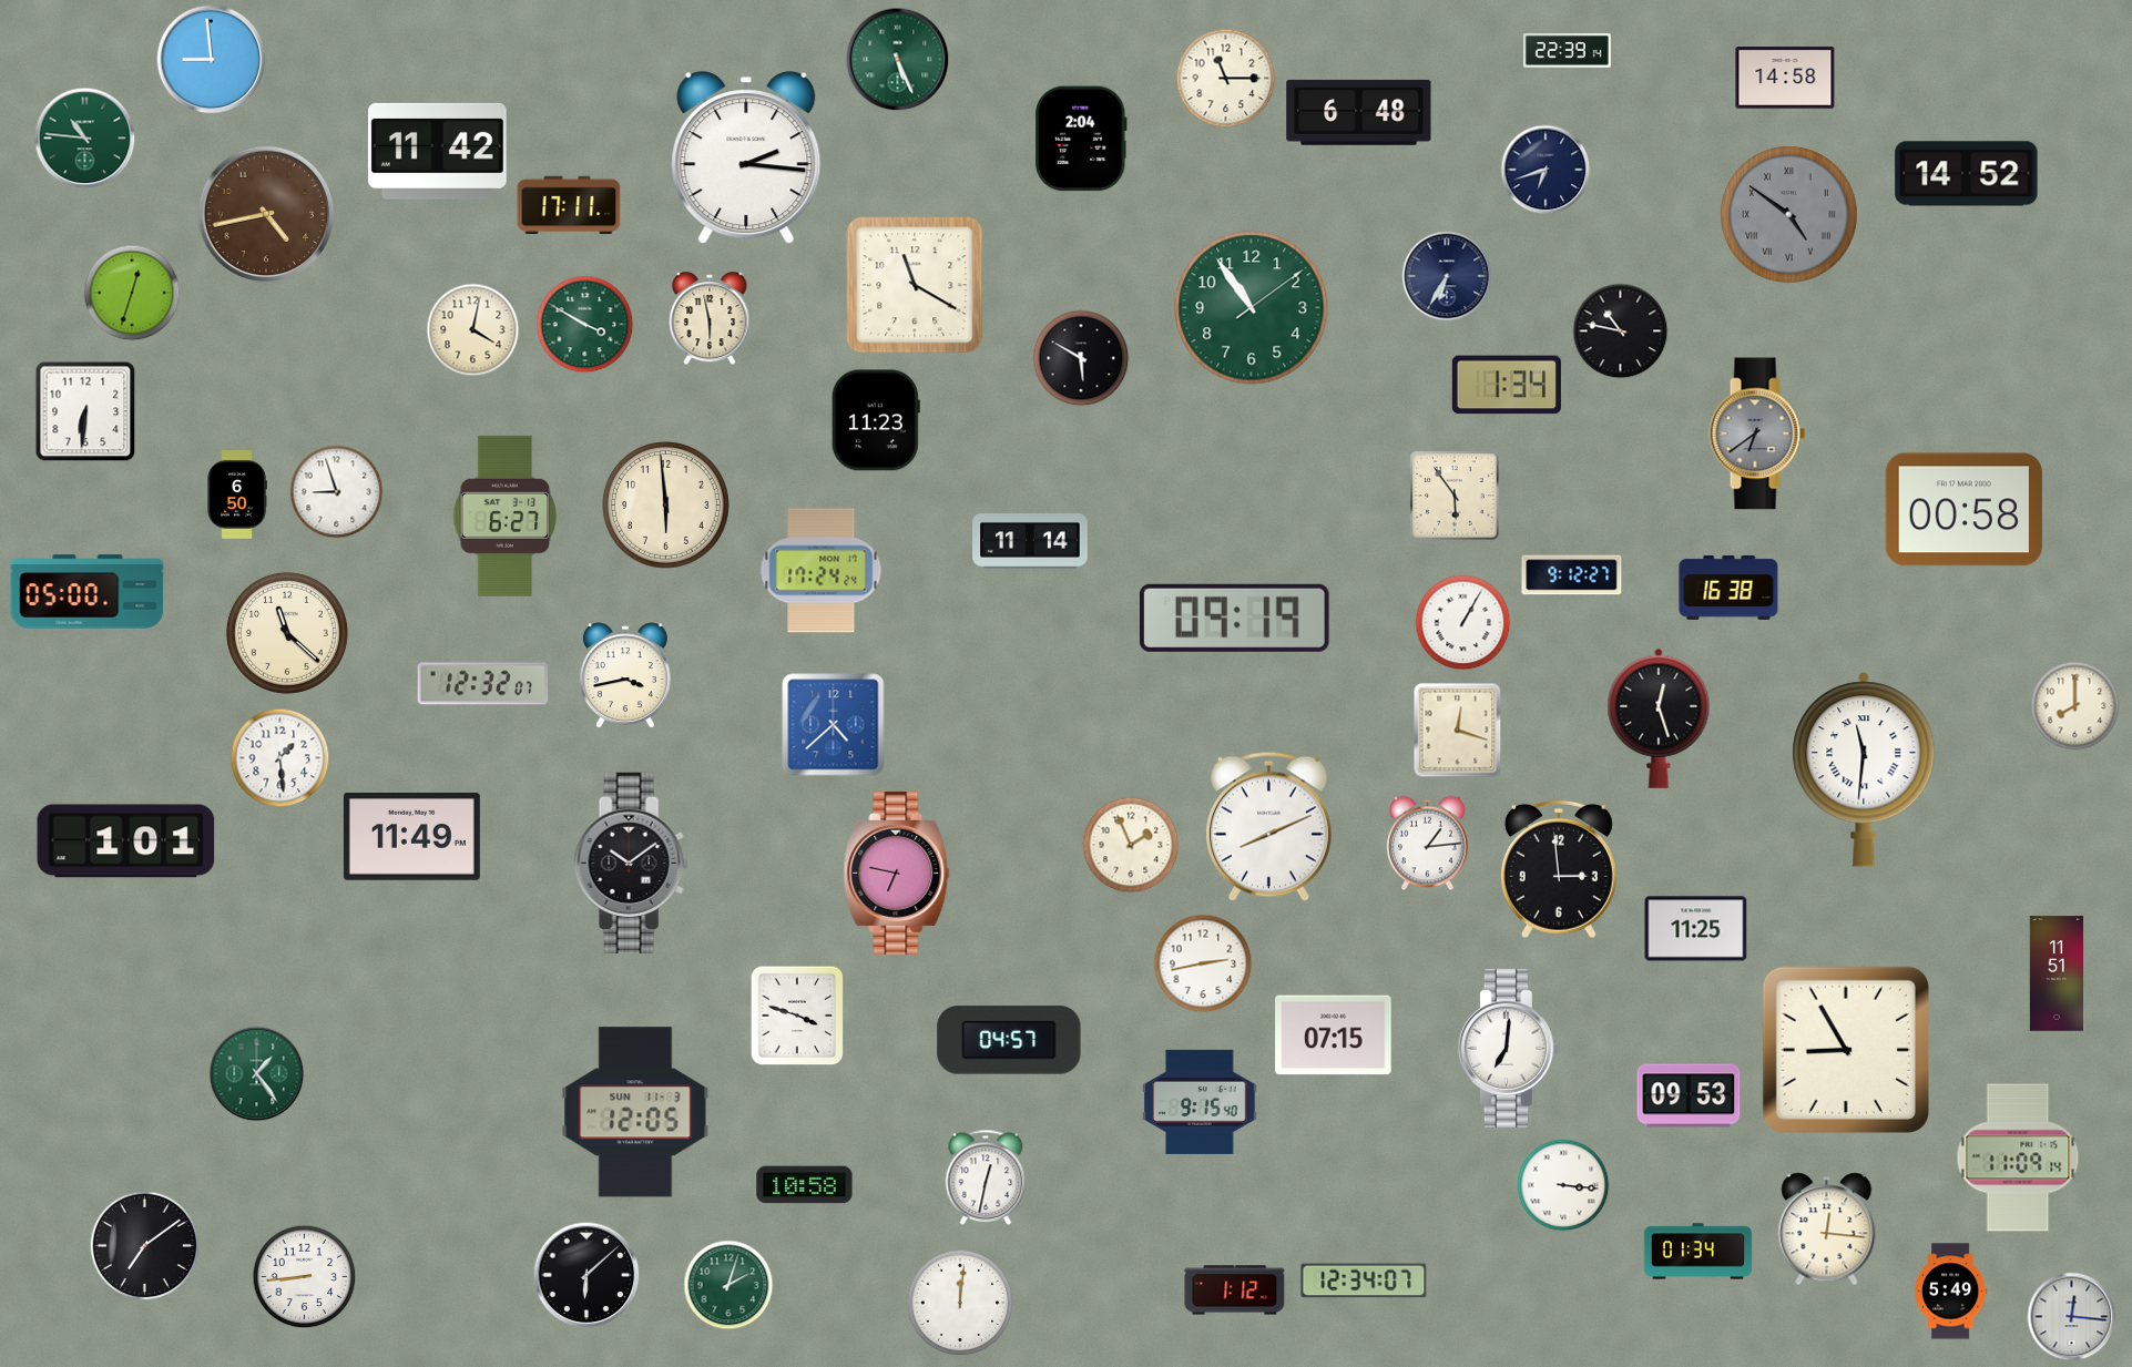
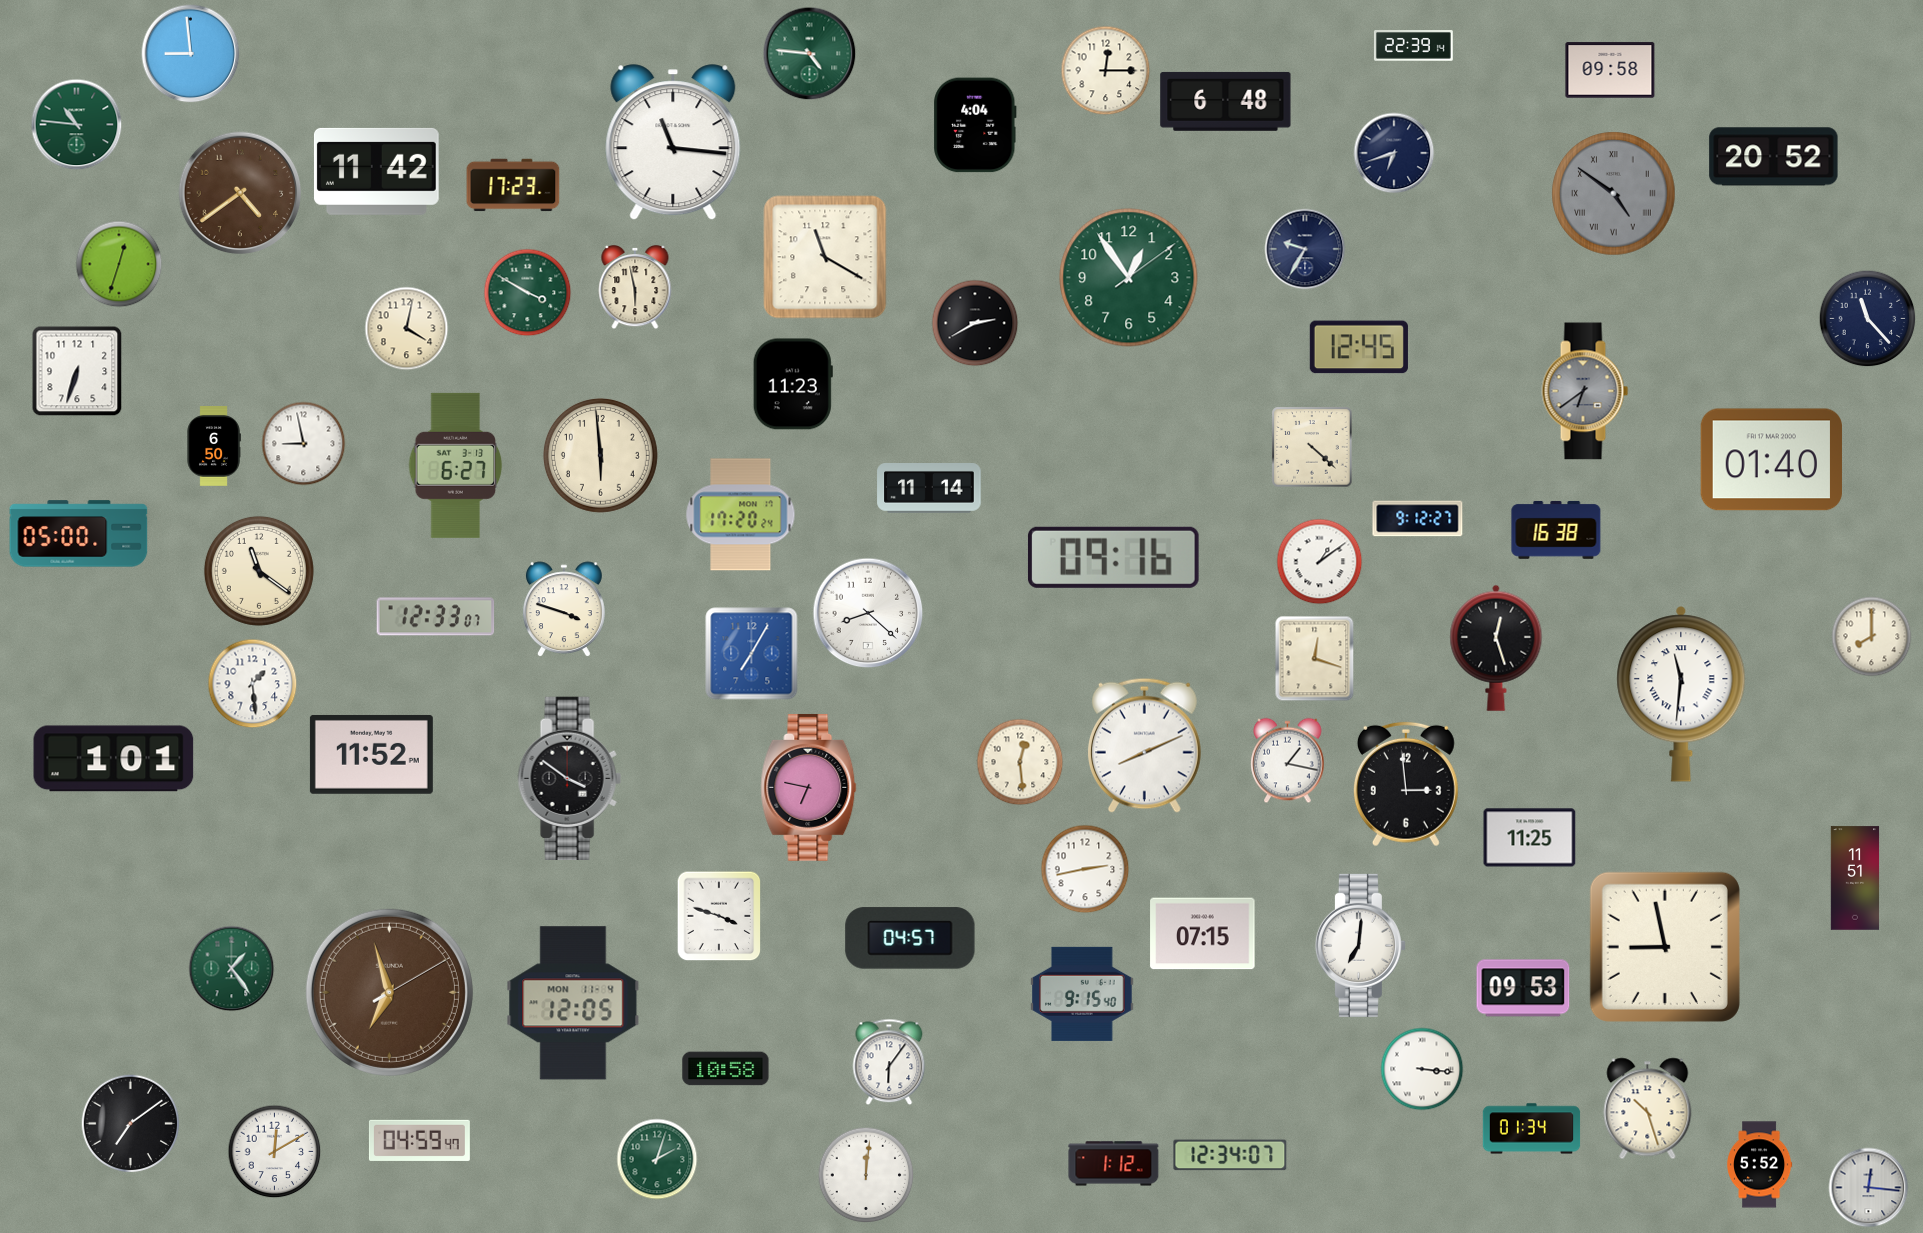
clock at (898, 60): 5:26 -> 4:46
clock at (1785, 78): 14:58 -> 09:58
clock at (1226, 79): 11:15 -> 12:15
clock at (1081, 139): 2:04 -> 4:04
clock at (437, 151) position: (437, 151) -> (376, 171)
clock at (746, 159): 2:16 -> 11:16
clock at (1967, 174): 14:52 -> 20:52
clock at (569, 205): 17:11 -> 17:23
clock at (266, 214): 4:43 -> 4:39
clock at (1447, 276): 6:35 -> 9:35
clock at (1252, 308): 10:54 -> 12:54
clock at (710, 318) position: (710, 318) -> (635, 287)
clock at (473, 330) position: (473, 330) -> (407, 329)
clock at (1621, 331): 10:47 -> none
clock at (1868, 319): none -> 11:23
clock at (1081, 358): 5:50 -> 2:40
clock at (1507, 385): 1:34 -> 12:45
clock at (85, 411): 6:31 -> 6:33
clock at (876, 420) position: (876, 420) -> (793, 384)
clock at (337, 492): 8:57 -> 8:58
clock at (1455, 496): 5:54 -> 4:22
clock at (1963, 510): 00:58 -> 01:40
clock at (822, 571): 17:24 -> 17:20
clock at (1728, 588) position: (1728, 588) -> (1556, 530)
clock at (1234, 618): 09:19 -> 09:16
clock at (1463, 623): 1:05 -> 1:09
clock at (287, 633): 11:22 -> 11:21
clock at (625, 675): 3:43 -> 3:48
clock at (868, 613): none -> 8:22
clock at (483, 684): 12:32 -> 12:33
clock at (834, 725): 4:38 -> 7:05
clock at (411, 836): 11:49 -> 11:52
clock at (1428, 844): 1:14 -> 1:17
clock at (1131, 845): 1:56 -> 12:29
clock at (631, 863): 10:09 -> 3:51
clock at (1846, 1050): 8:55 -> 8:58
clock at (389, 992): none -> 6:57
clock at (635, 1112) date: SUN 11-3 -> MON 11-4
clock at (2018, 1157): 11:09 -> none
clock at (986, 1177): 12:32 -> 6:06
clock at (1563, 1185) position: (1563, 1185) -> (1422, 1069)
clock at (1827, 1230): 12:16 -> 10:27
clock at (419, 1140): none -> 04:59
clock at (586, 1275): 6:08 -> none
clock at (305, 1277): 8:44 -> 12:10
clock at (1950, 1292): 5:49 -> 5:52
